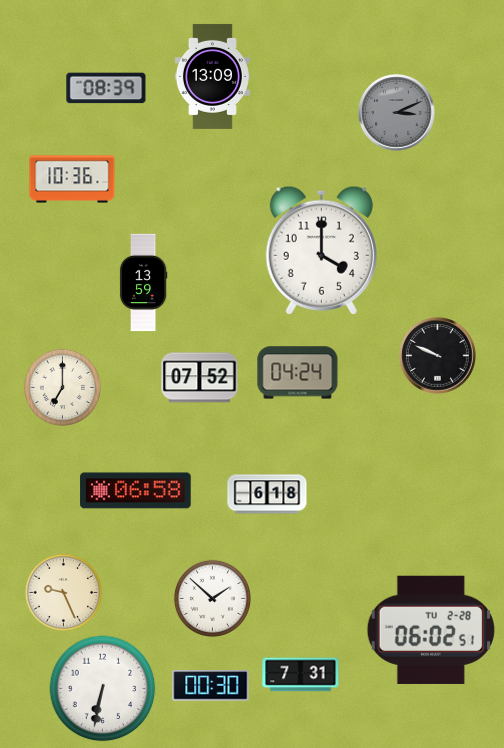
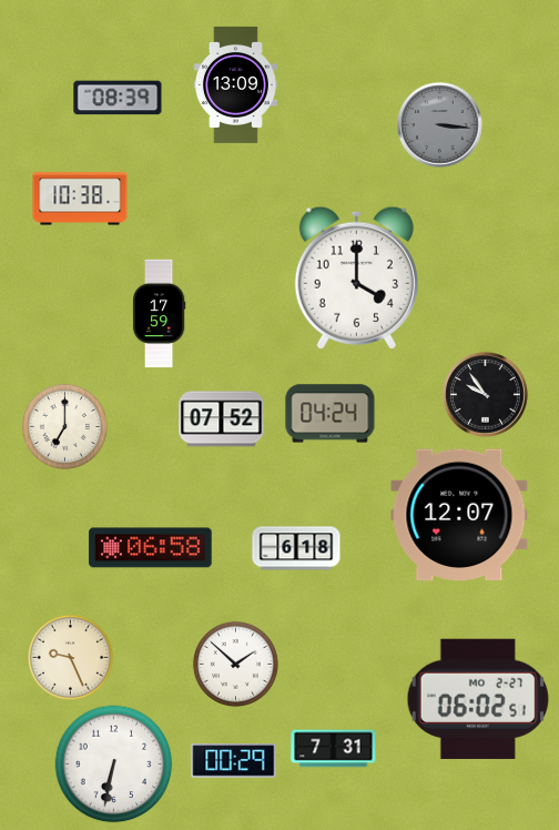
clock at (397, 113): 3:11 -> 3:16
clock at (72, 179): 10:36 -> 10:38
clock at (143, 283): 13:59 -> 17:59
clock at (438, 356): 9:49 -> 9:54
clock at (62, 387) position: (62, 387) -> (64, 426)
clock at (459, 515): none -> 12:07
clock at (136, 491) position: (136, 491) -> (151, 548)
clock at (430, 630) date: TU 2-28 -> MO 2-27
clock at (211, 686): 00:30 -> 00:29
